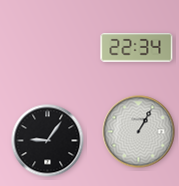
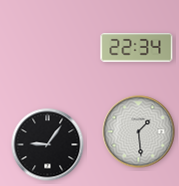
clock at (139, 132): 1:05 -> 1:29
clock at (48, 141) position: (48, 141) -> (48, 145)
